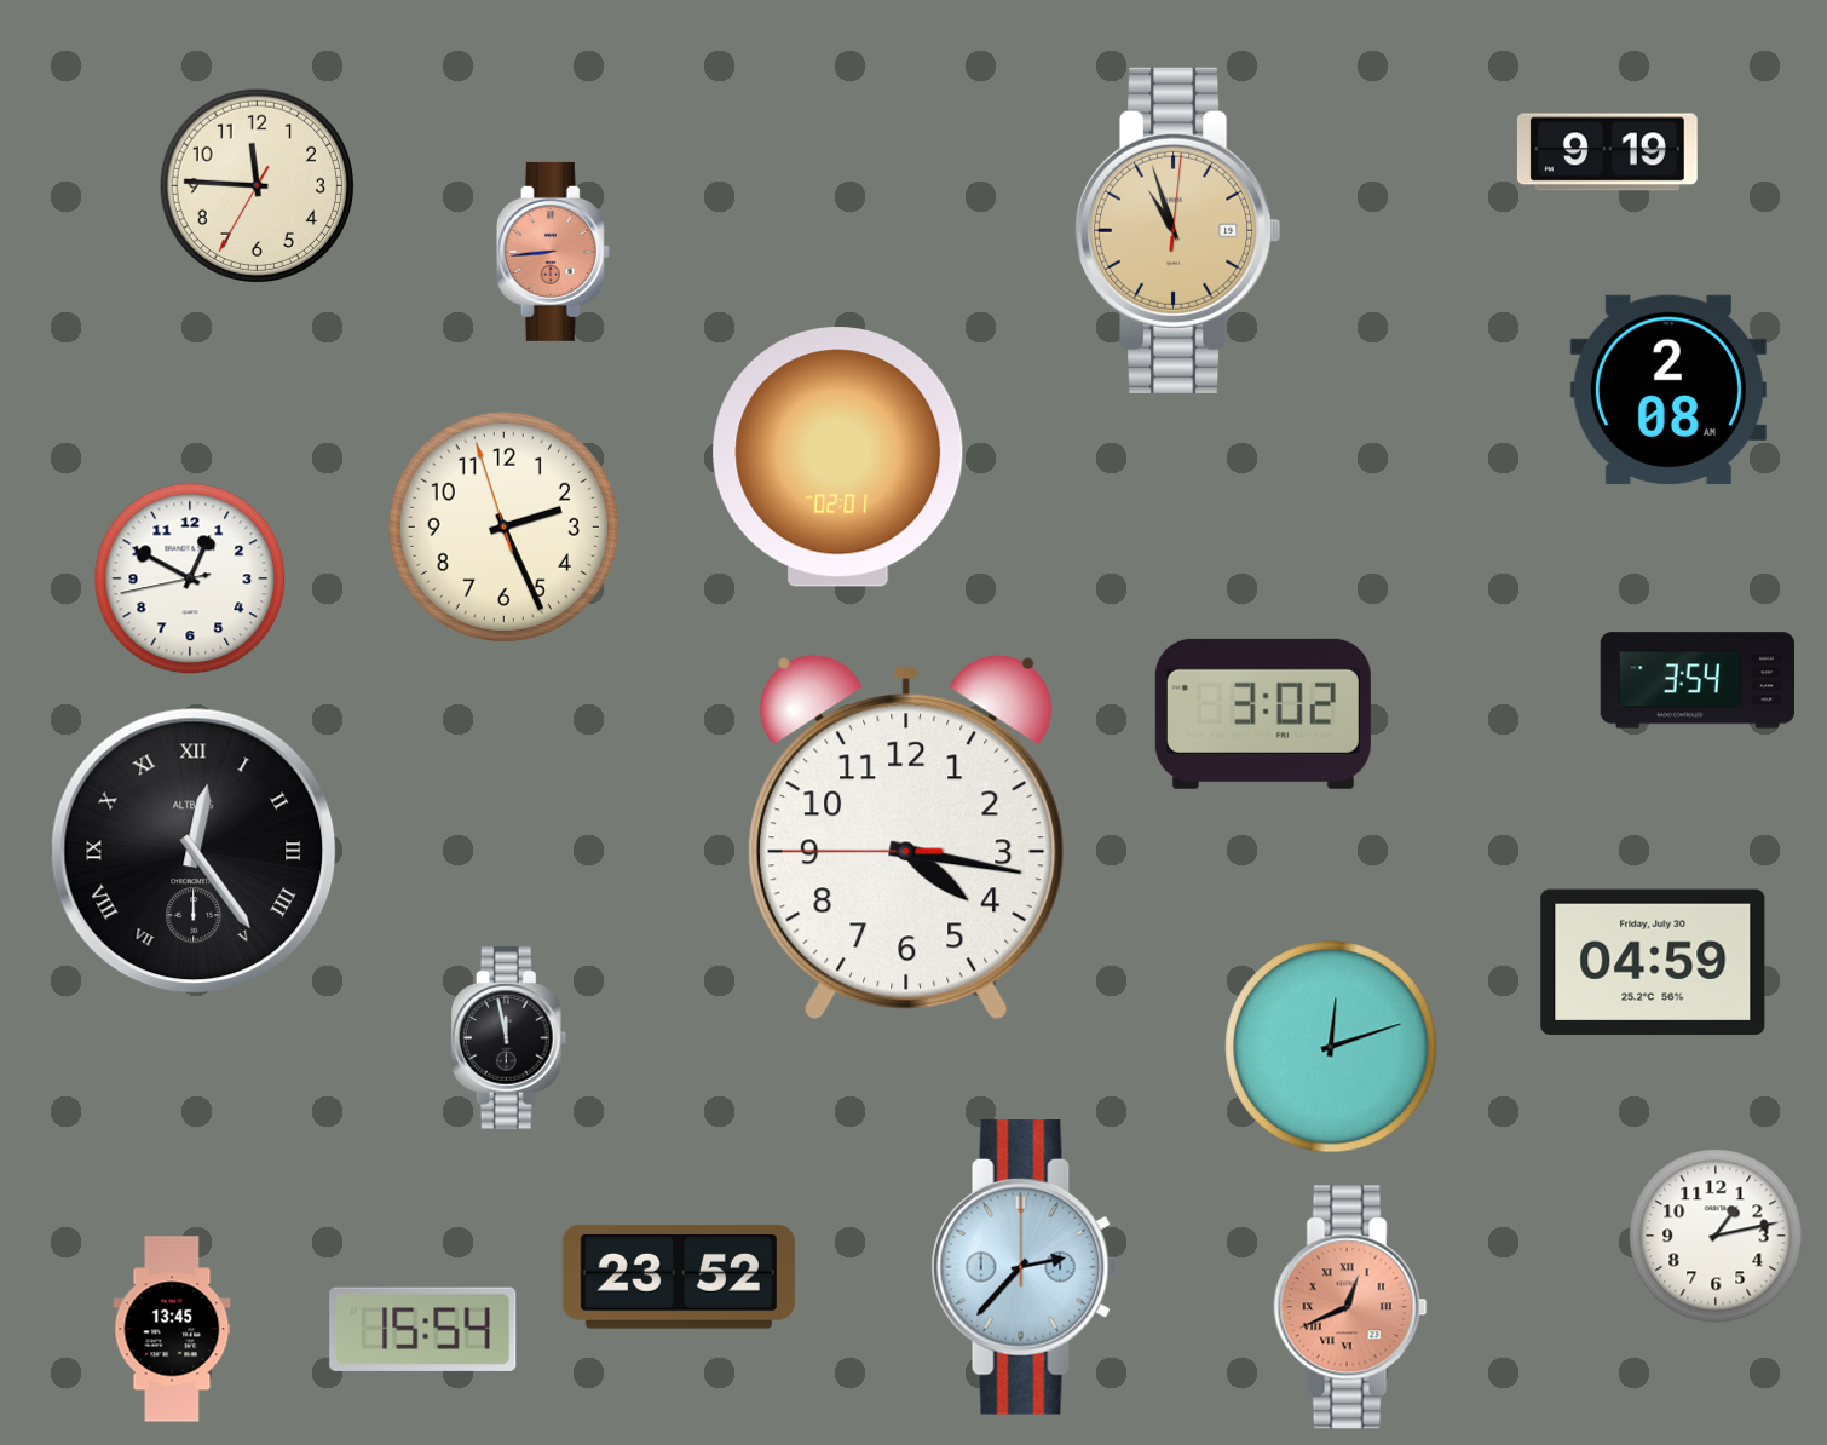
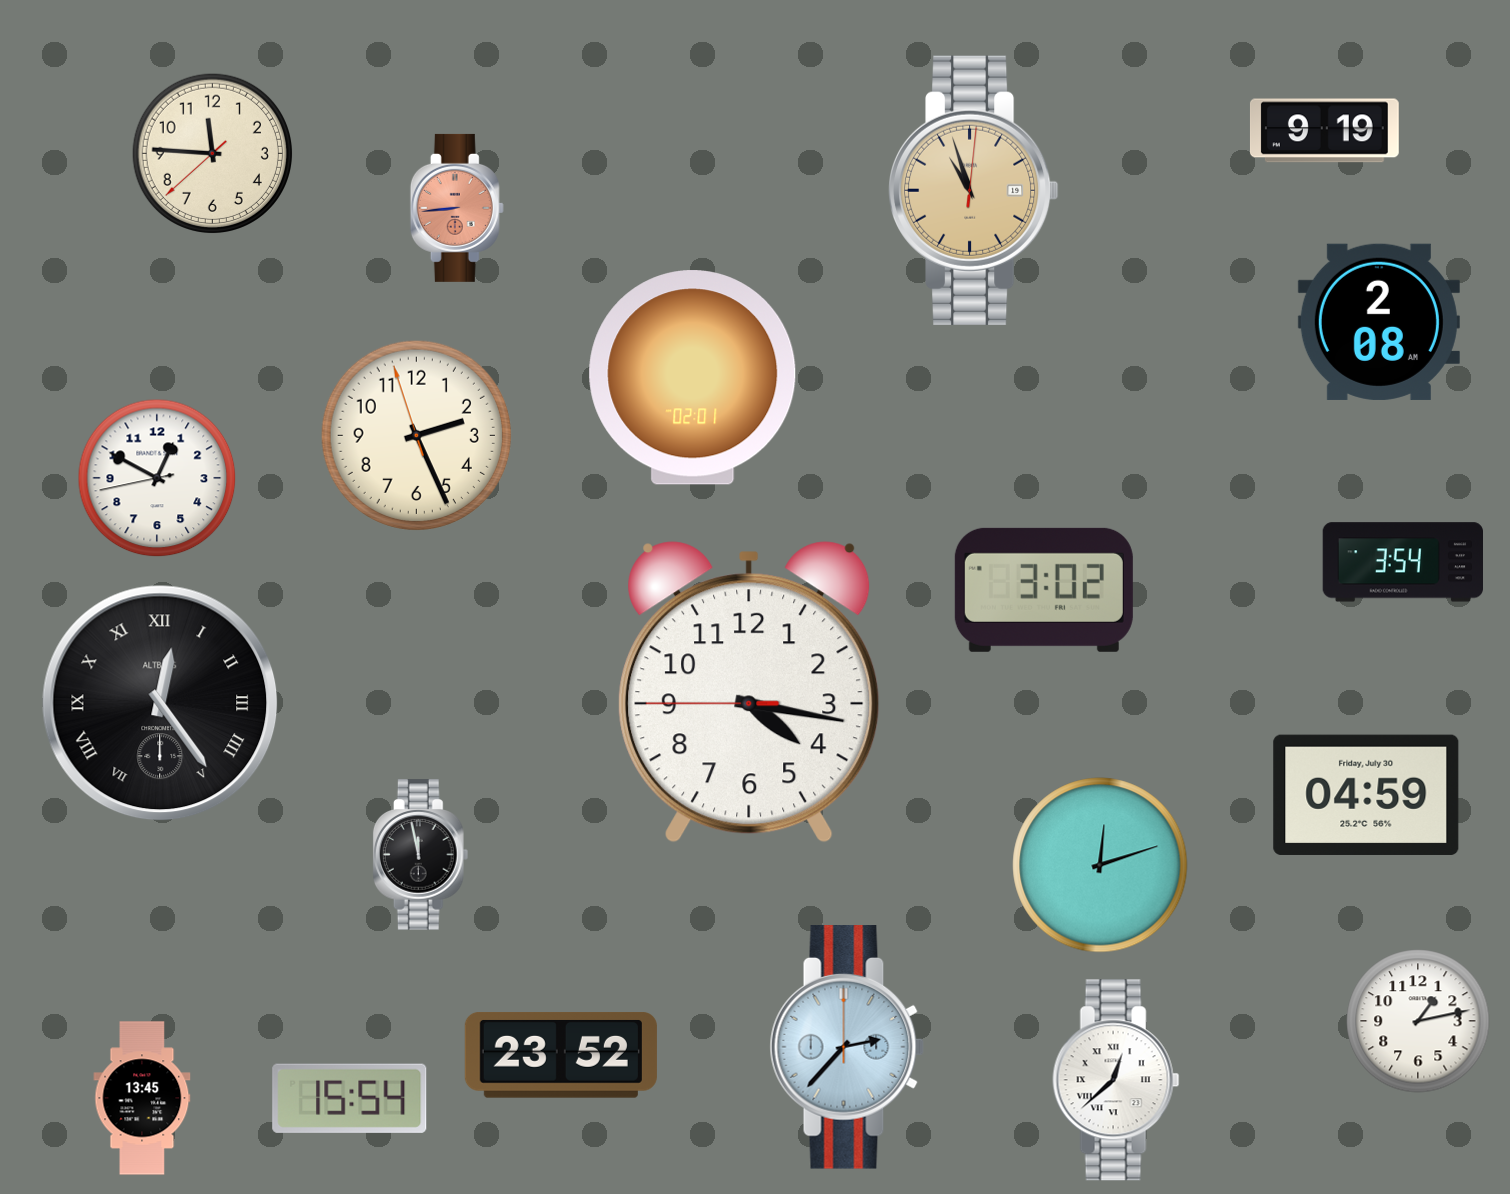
clock at (1607, 152) position: (1607, 152) -> (1324, 131)
clock at (257, 185): 11:45:35 -> 11:45:38
clock at (509, 1038) position: (509, 1038) -> (421, 855)
clock at (1350, 1307): 12:41 -> 12:38
clock at (1350, 1307) dial: salmon -> white
